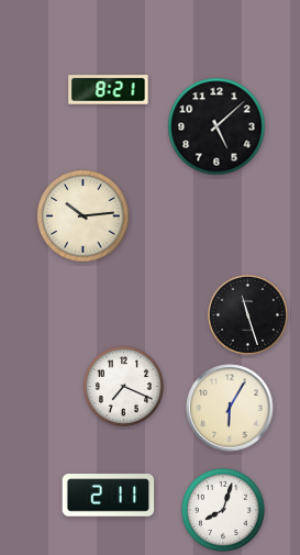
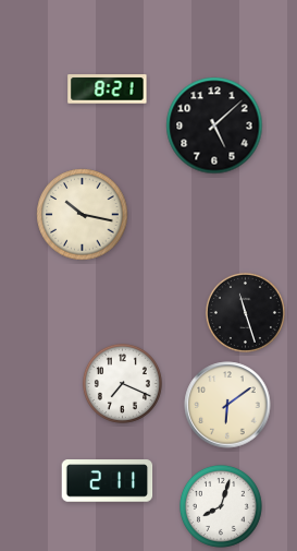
clock at (84, 217): 10:14 -> 10:17
clock at (230, 408): 6:05 -> 6:09
clock at (109, 496) position: (109, 496) -> (108, 481)
